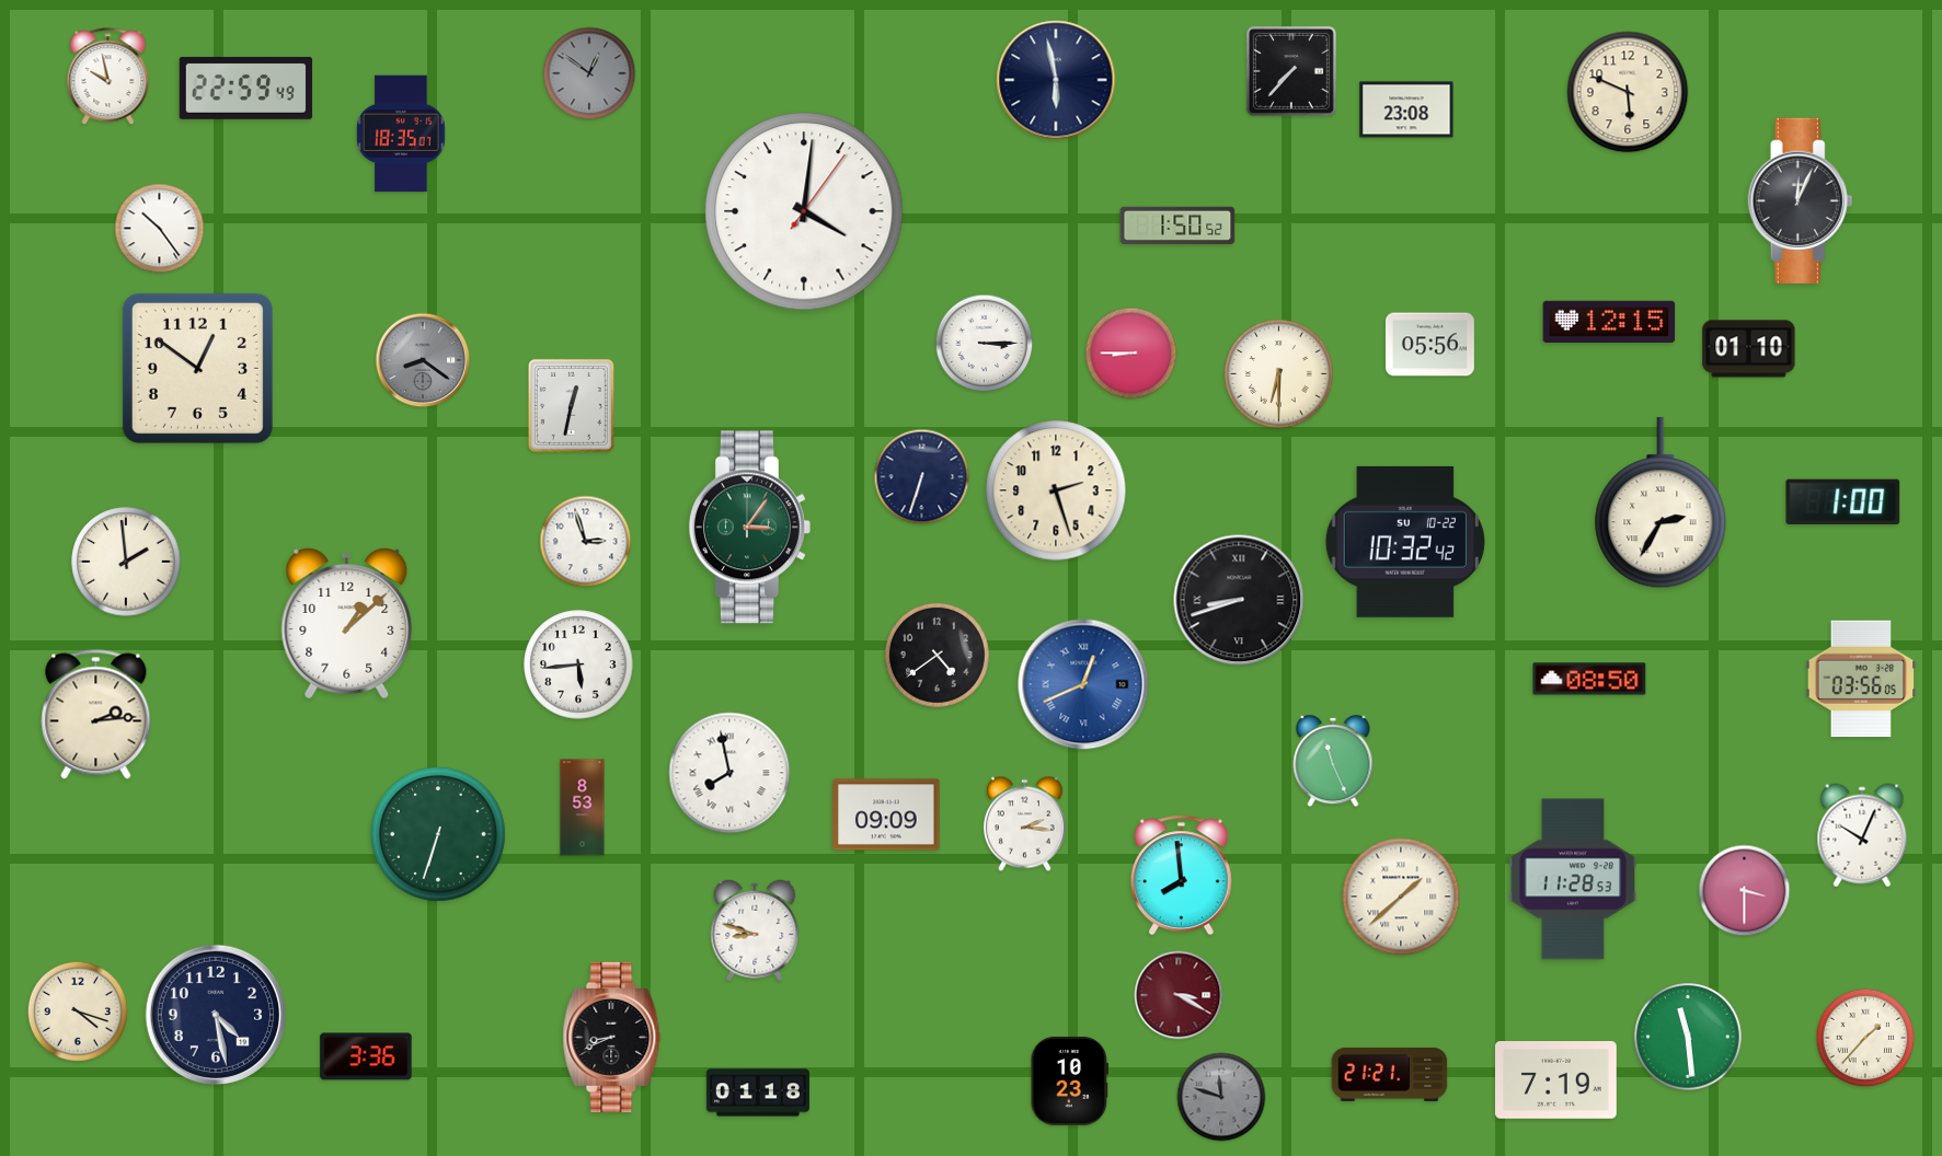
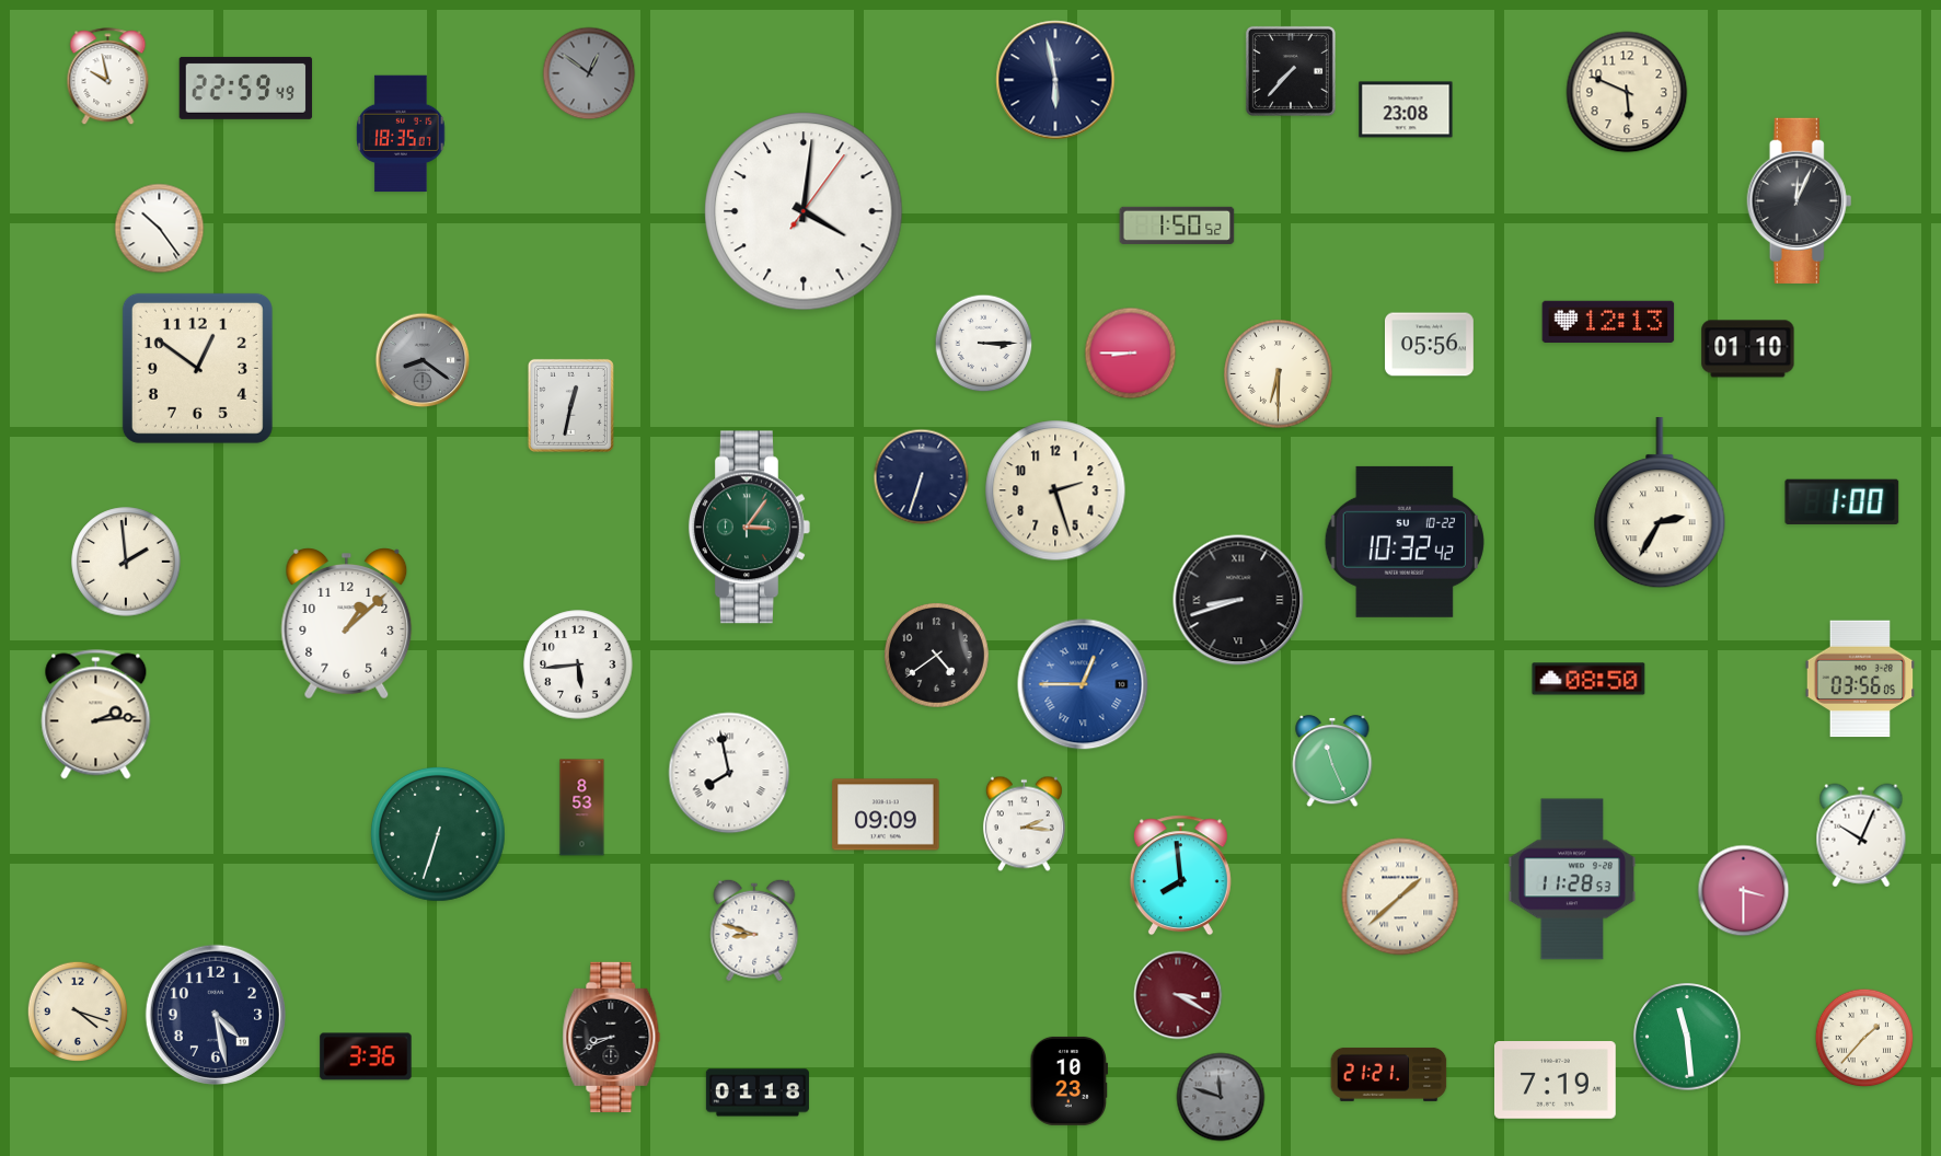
clock at (1609, 321): 12:15 -> 12:13
clock at (586, 542): 2:57 -> none
clock at (1083, 684): 12:41 -> 12:45
